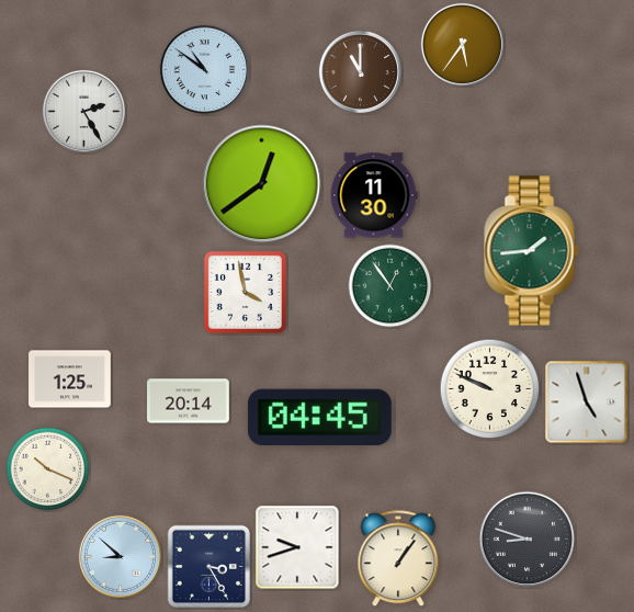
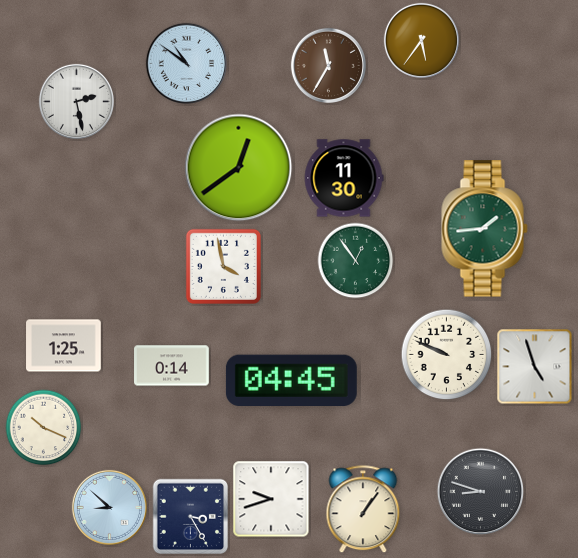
clock at (360, 71): 11:00 -> 11:35
clock at (83, 111): 2:25 -> 2:28
clock at (374, 195) position: (374, 195) -> (344, 178)
clock at (189, 401): 20:14 -> 0:14
